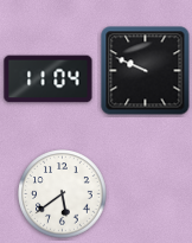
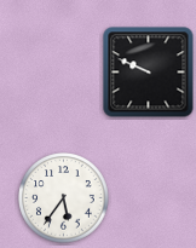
clock at (49, 79): 11:04 -> none
clock at (63, 194): 5:39 -> 5:36
